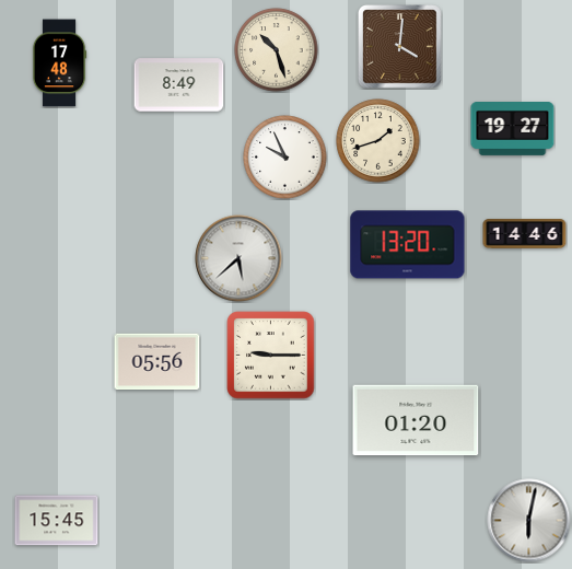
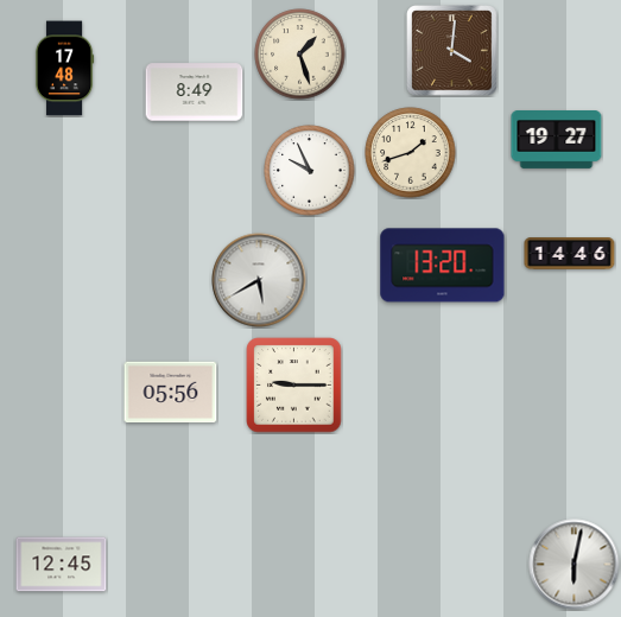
clock at (400, 47) position: (400, 47) -> (452, 51)
clock at (277, 50): 10:27 -> 1:27
clock at (238, 258): 5:38 -> 5:40
clock at (416, 420): 01:20 -> none
clock at (57, 521): 15:45 -> 12:45
